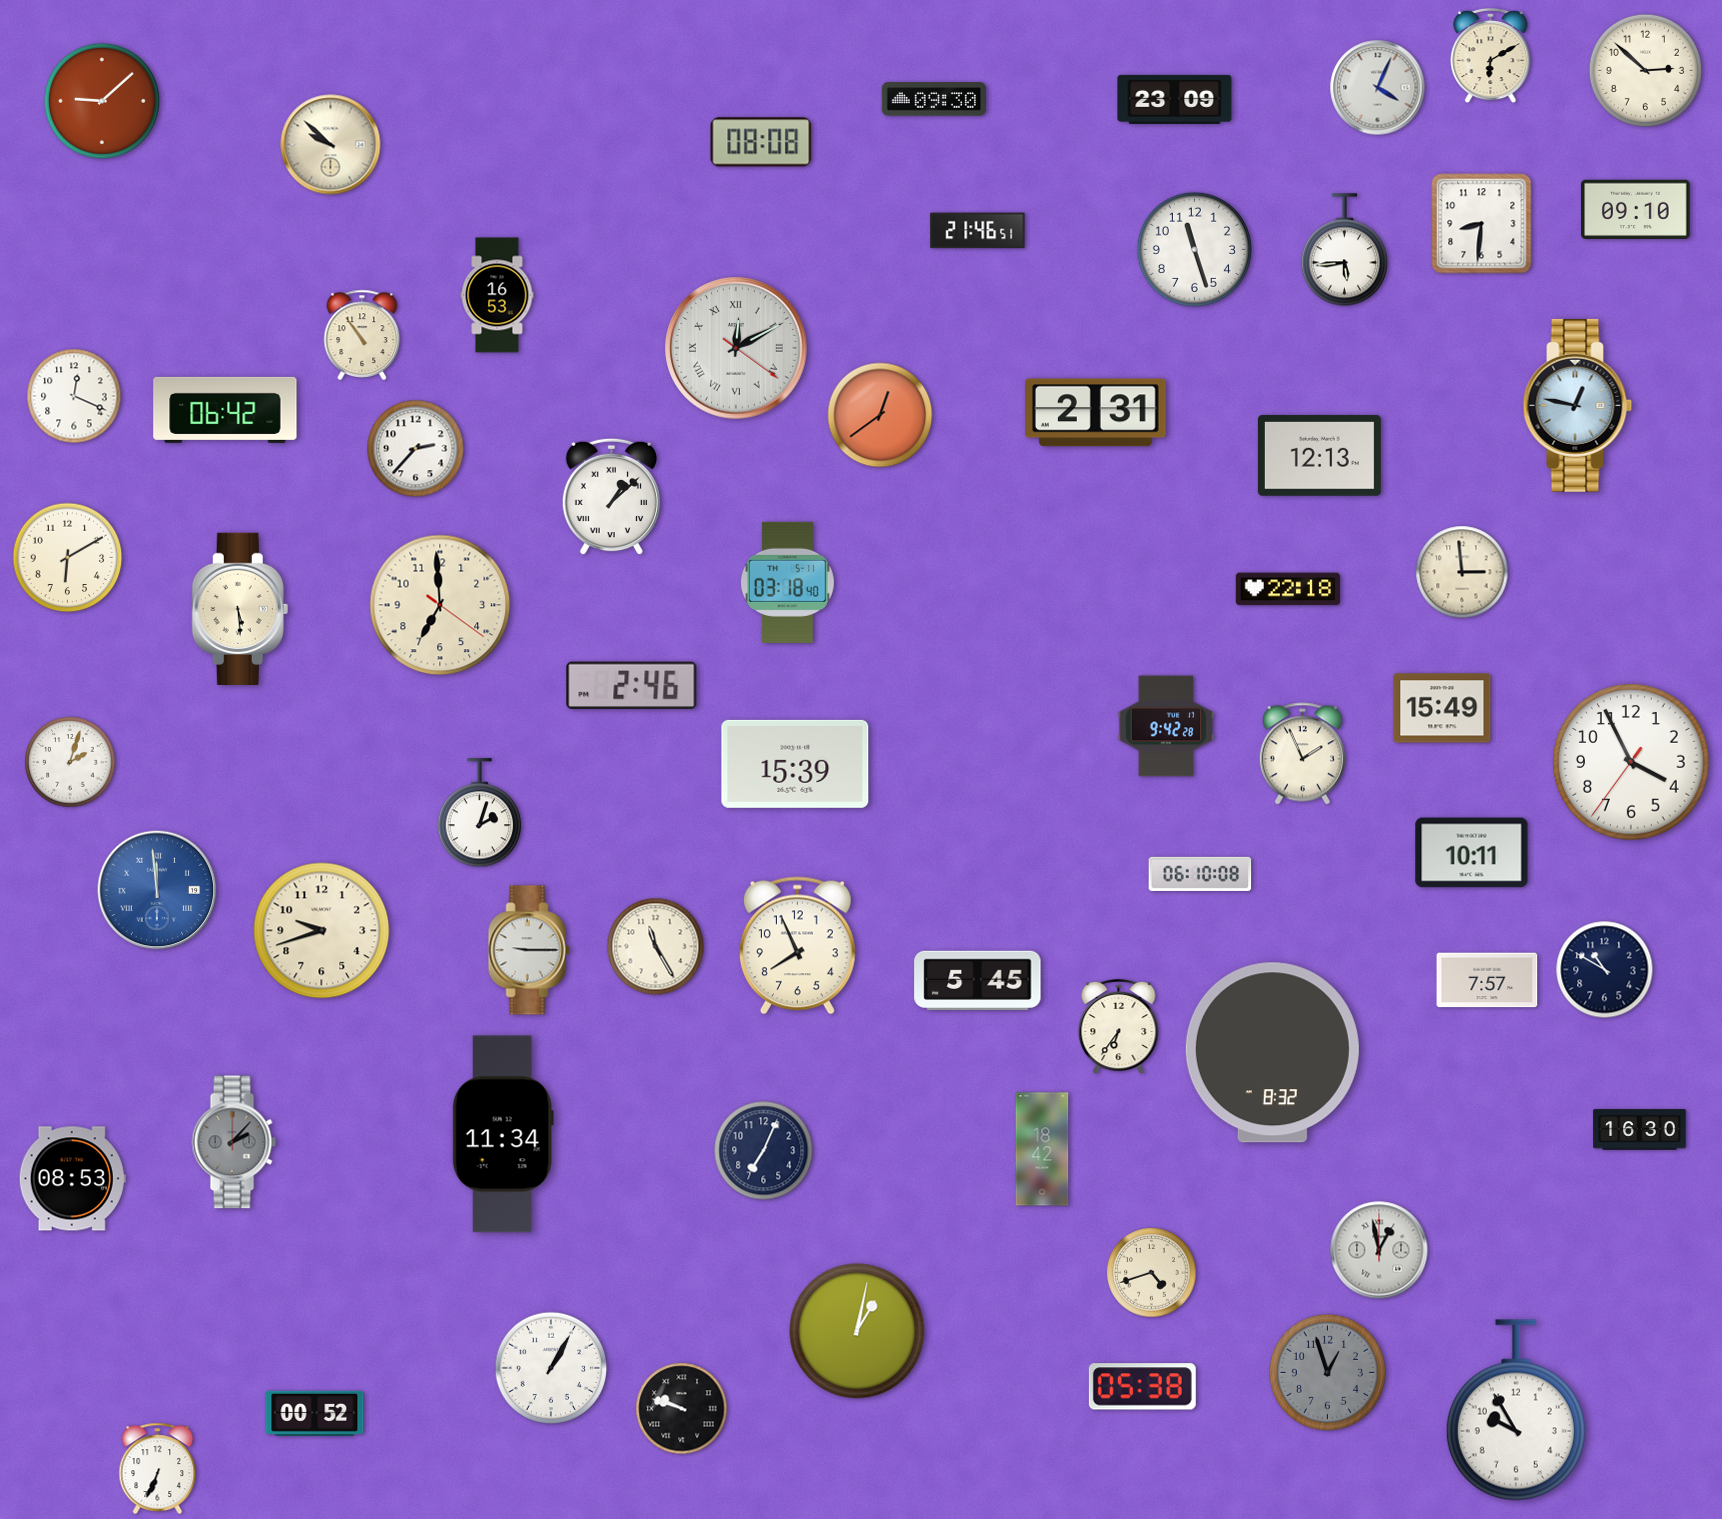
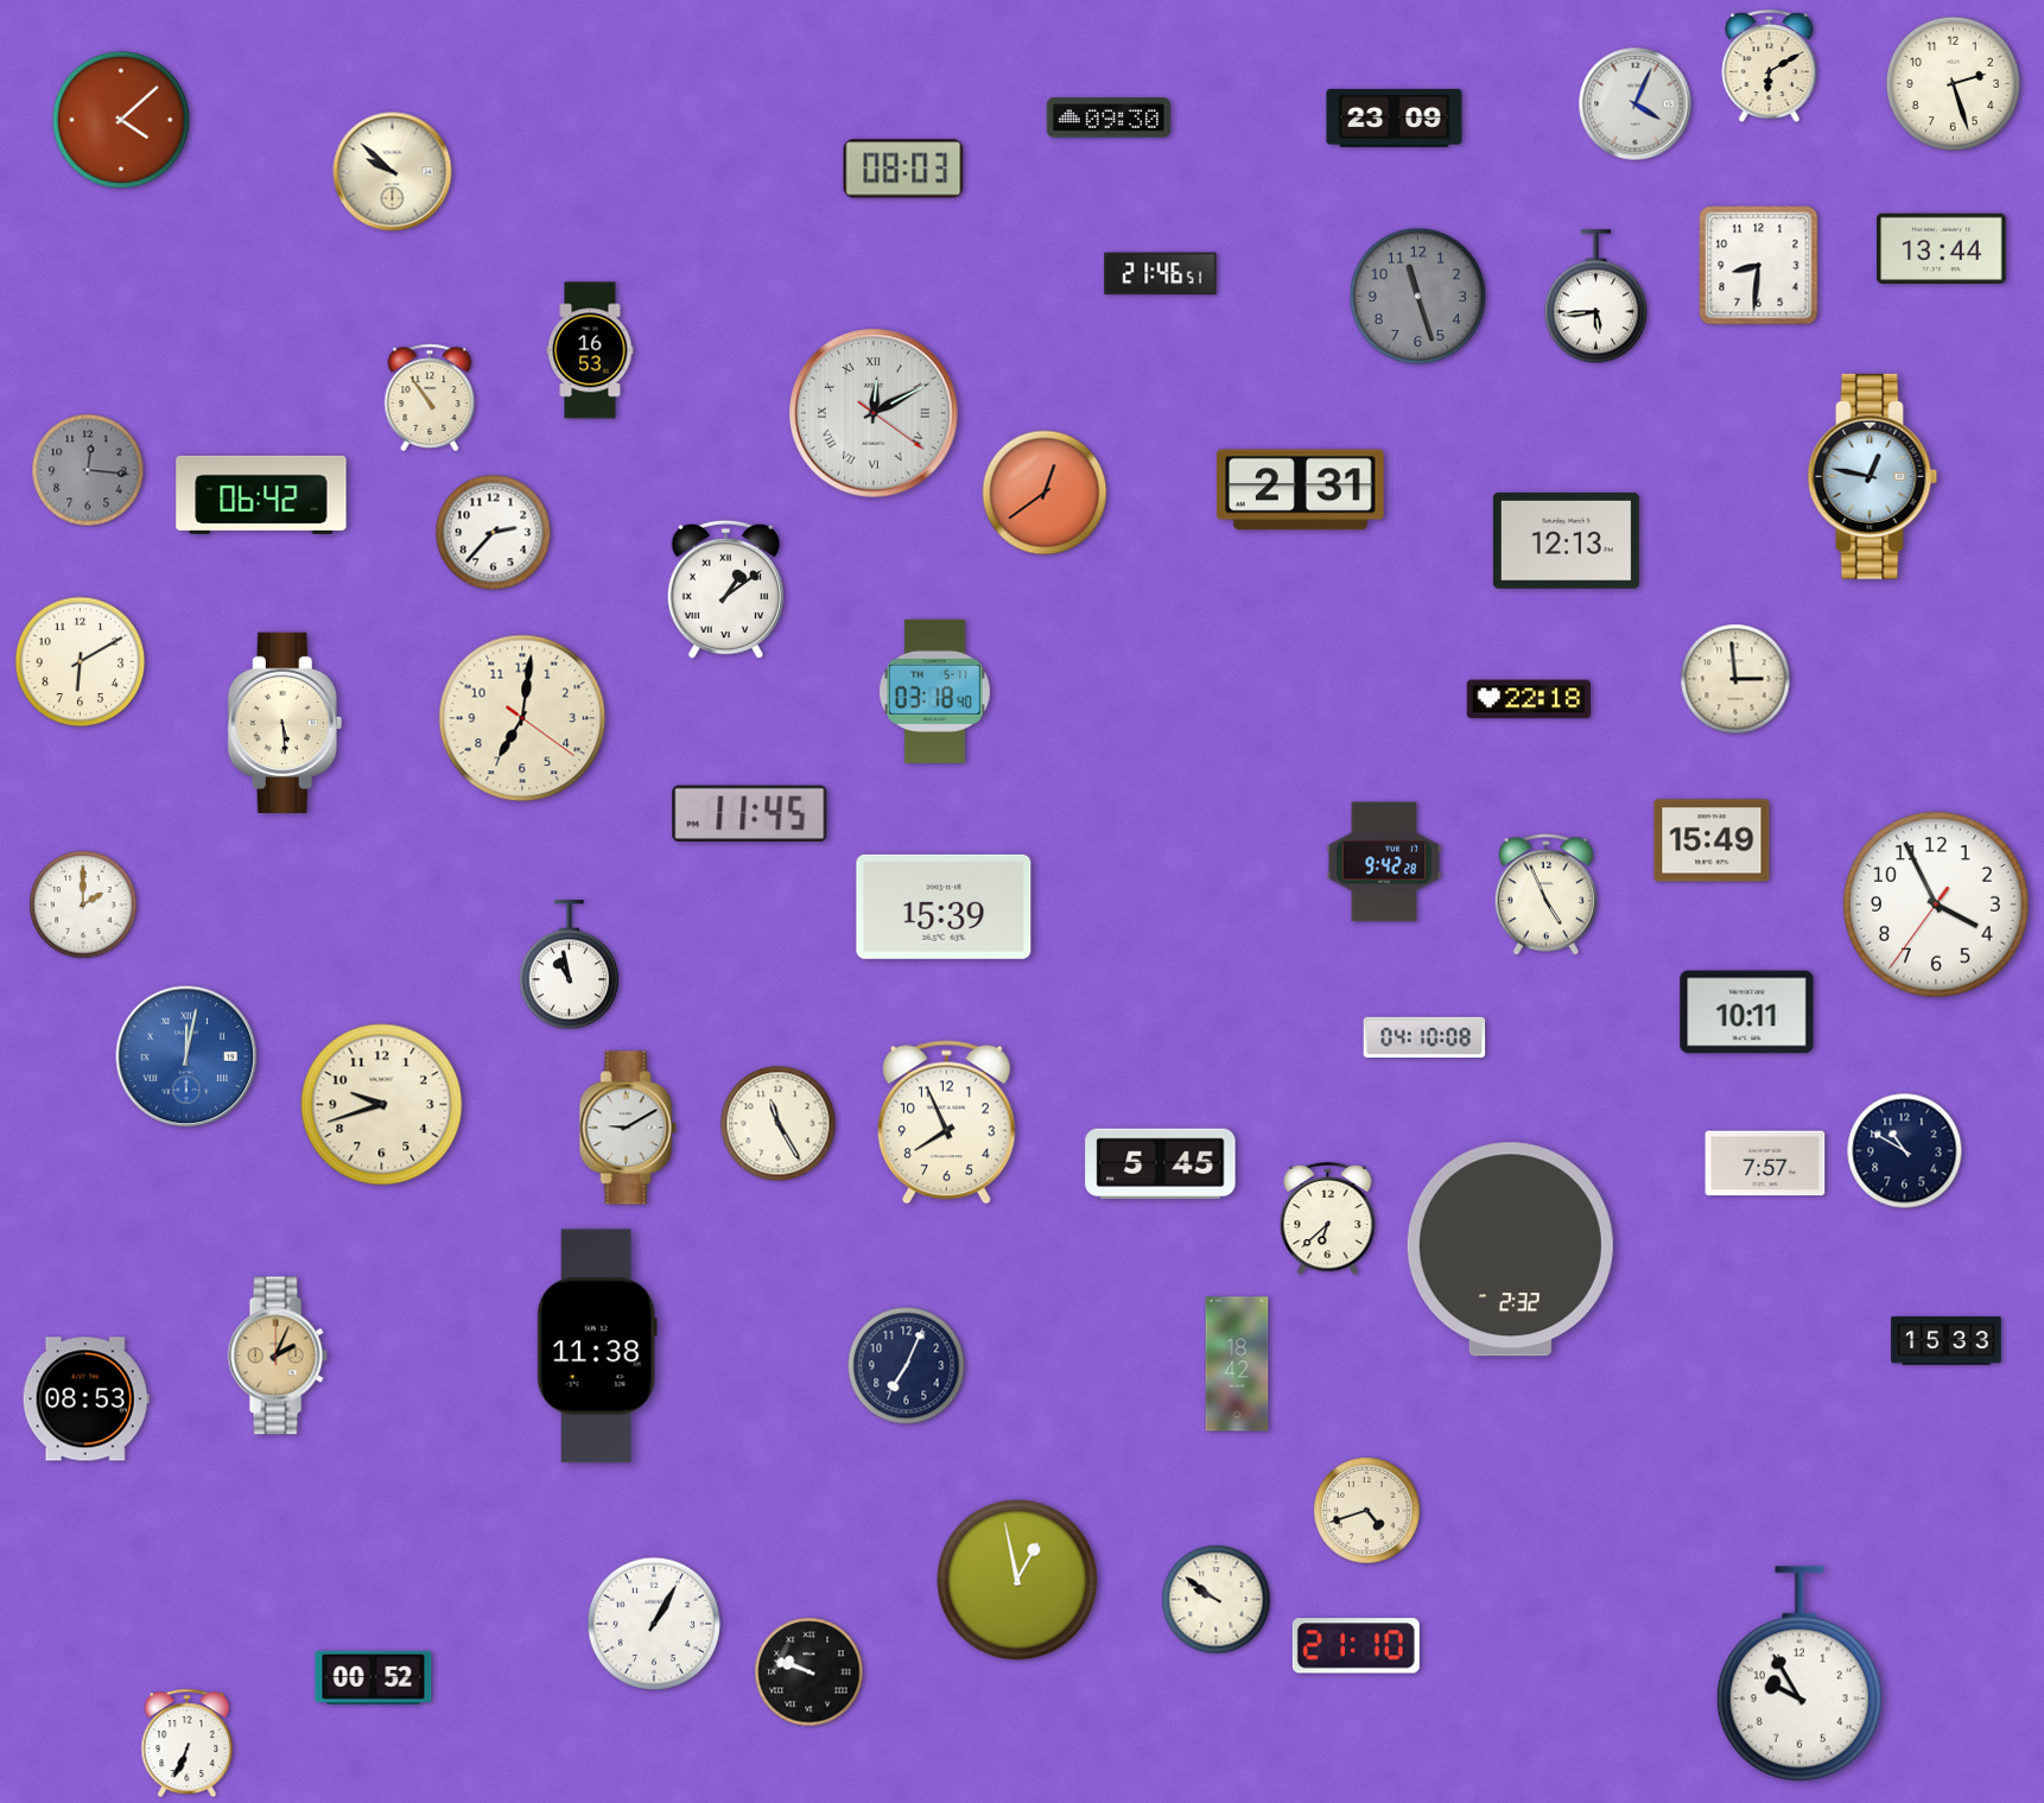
clock at (1645, 70): 2:52 -> 2:27
clock at (102, 101): 9:08 -> 4:08
clock at (761, 142): 08:08 -> 08:03
clock at (1636, 209): 09:10 -> 13:44
clock at (1194, 249) dial: white -> grey
clock at (74, 396): 12:19 -> 12:16
clock at (74, 396) dial: white -> grey
clock at (1578, 405) position: (1578, 405) -> (1873, 476)
clock at (225, 410) position: (225, 410) -> (261, 495)
clock at (611, 497): 1:08 -> 1:09
clock at (440, 605): 6:59 -> 7:01
clock at (632, 685): 2:46 -> 11:45
clock at (1302, 754): 1:56 -> 4:56
clock at (70, 762): 2:03 -> 2:00
clock at (480, 813): 2:03 -> 10:58
clock at (1200, 874): 06:10 -> 04:10
clock at (157, 890): 11:59 -> 12:02
clock at (529, 950): 9:15 -> 9:10
clock at (1119, 1027): 6:36 -> 6:38
clock at (1272, 1053): 8:32 -> 2:32
clock at (1640, 1130): 16:30 -> 15:33
clock at (503, 1134): 11:34 -> 11:38
clock at (234, 1142): 2:07 -> 2:04
clock at (234, 1142) dial: grey -> champagne
clock at (1379, 1250): 12:58 -> none
clock at (857, 1331): 1:02 -> 12:58
clock at (1217, 1600): none -> 9:51
clock at (1327, 1372): 12:57 -> none
clock at (1142, 1387): 05:38 -> 21:10
